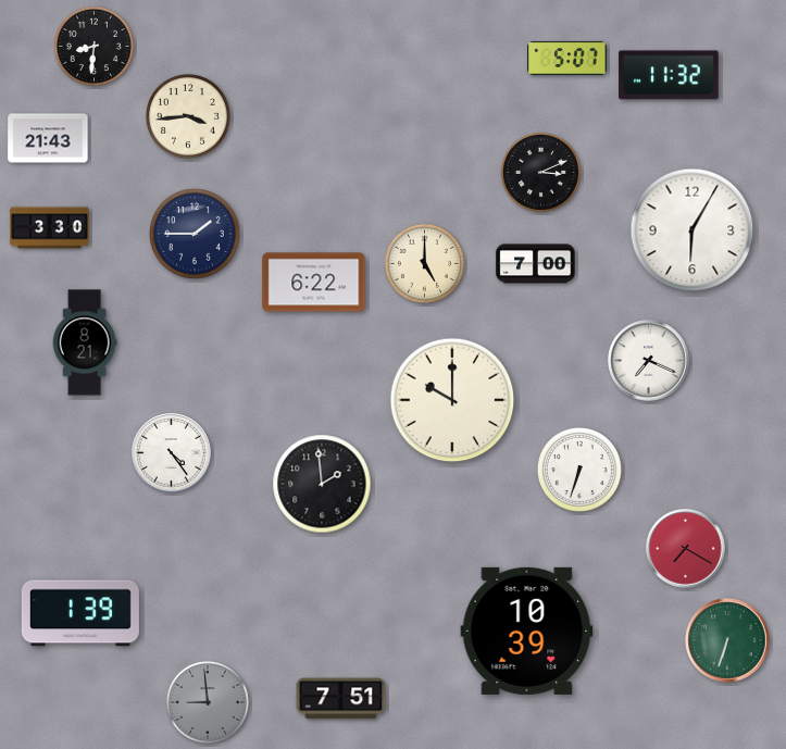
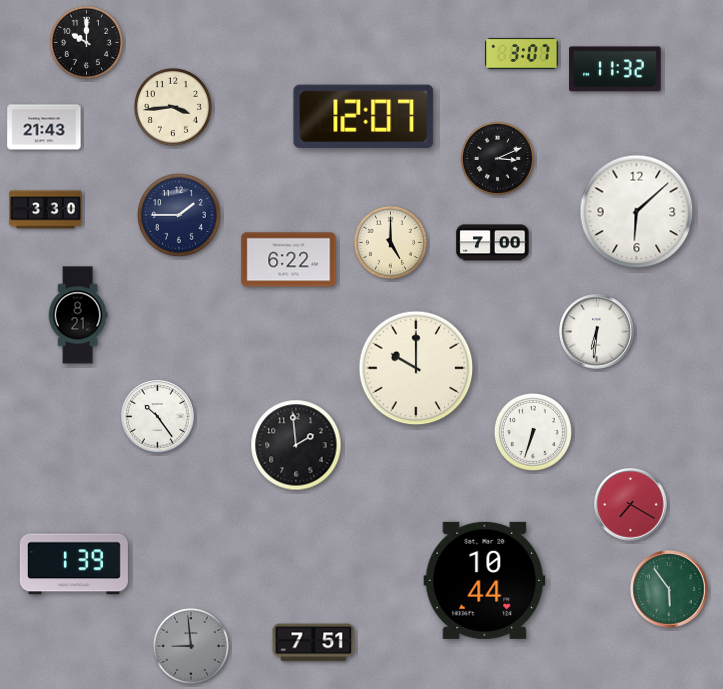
clock at (93, 46): 8:31 -> 10:00
clock at (567, 58): 5:07 -> 3:07
clock at (364, 116): none -> 12:07
clock at (693, 230): 6:05 -> 6:08
clock at (649, 361): 7:19 -> 6:31
clock at (172, 453): 4:24 -> 10:24
clock at (527, 631): 10:39 -> 10:44
clock at (727, 640): 6:33 -> 5:54
